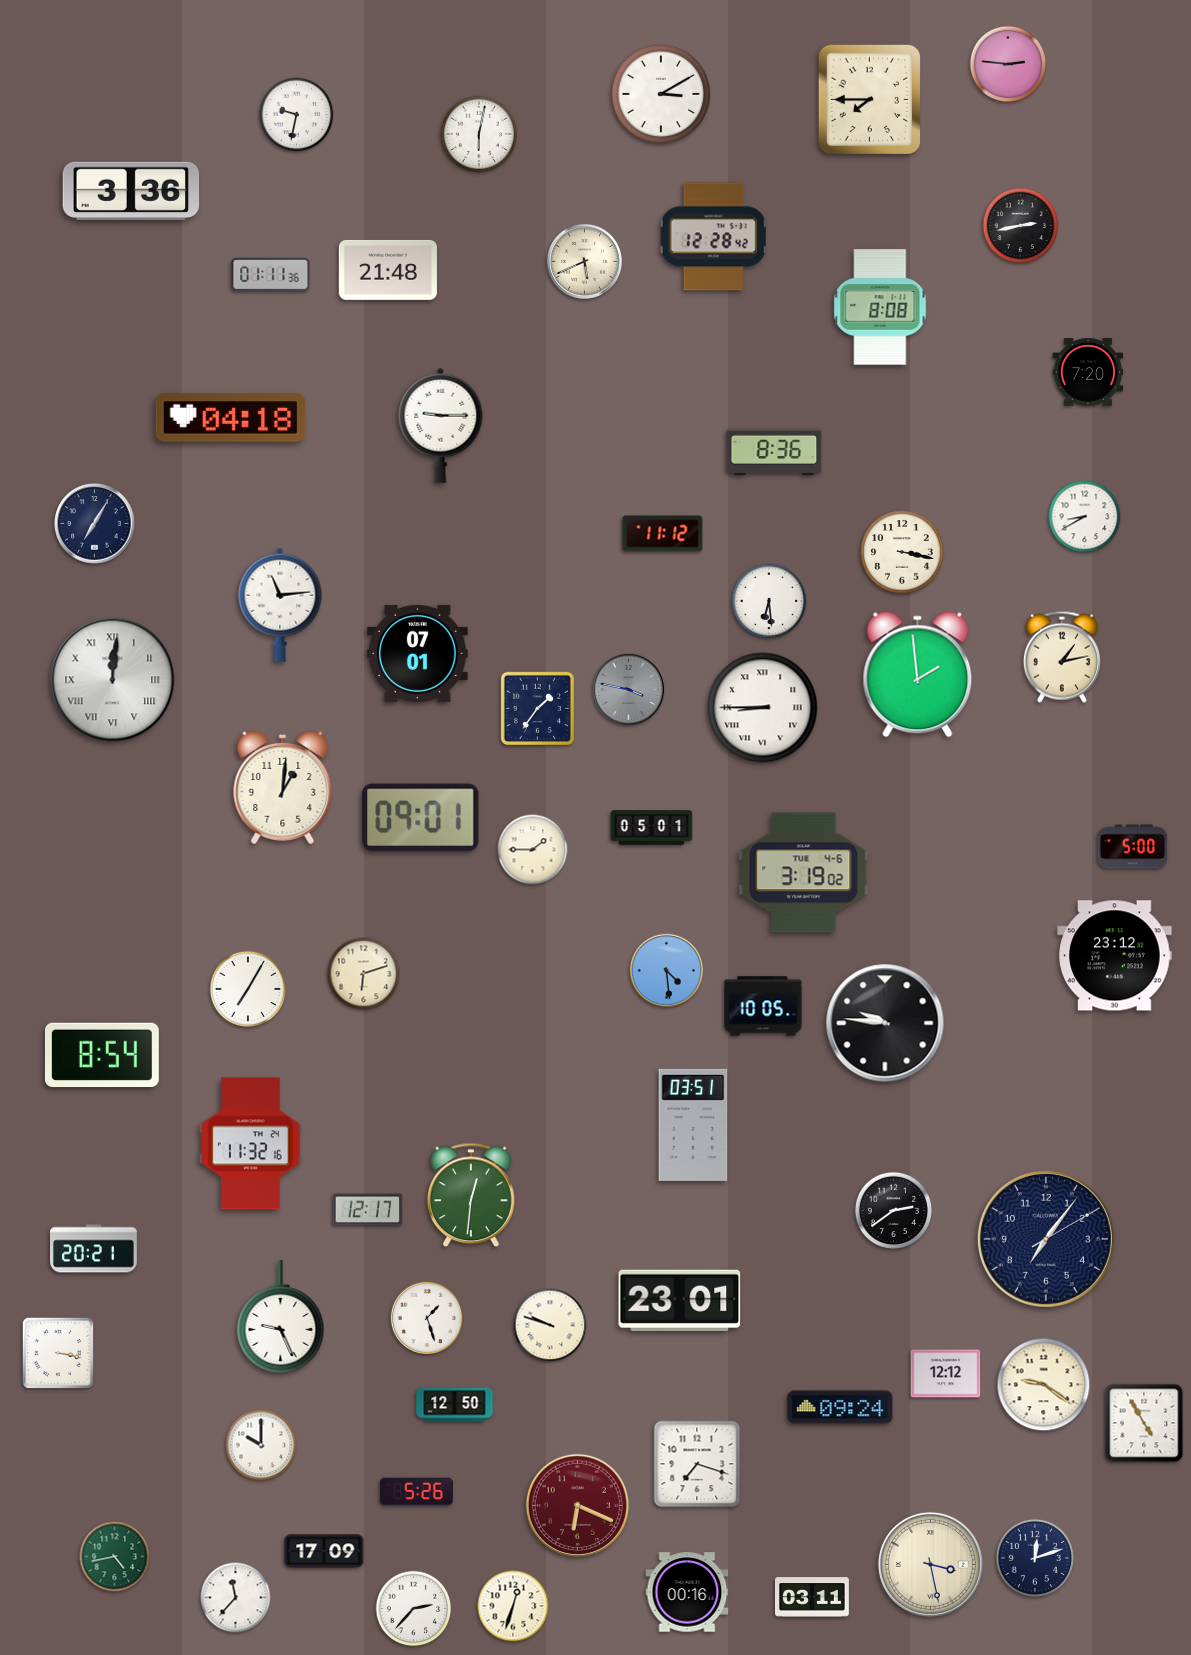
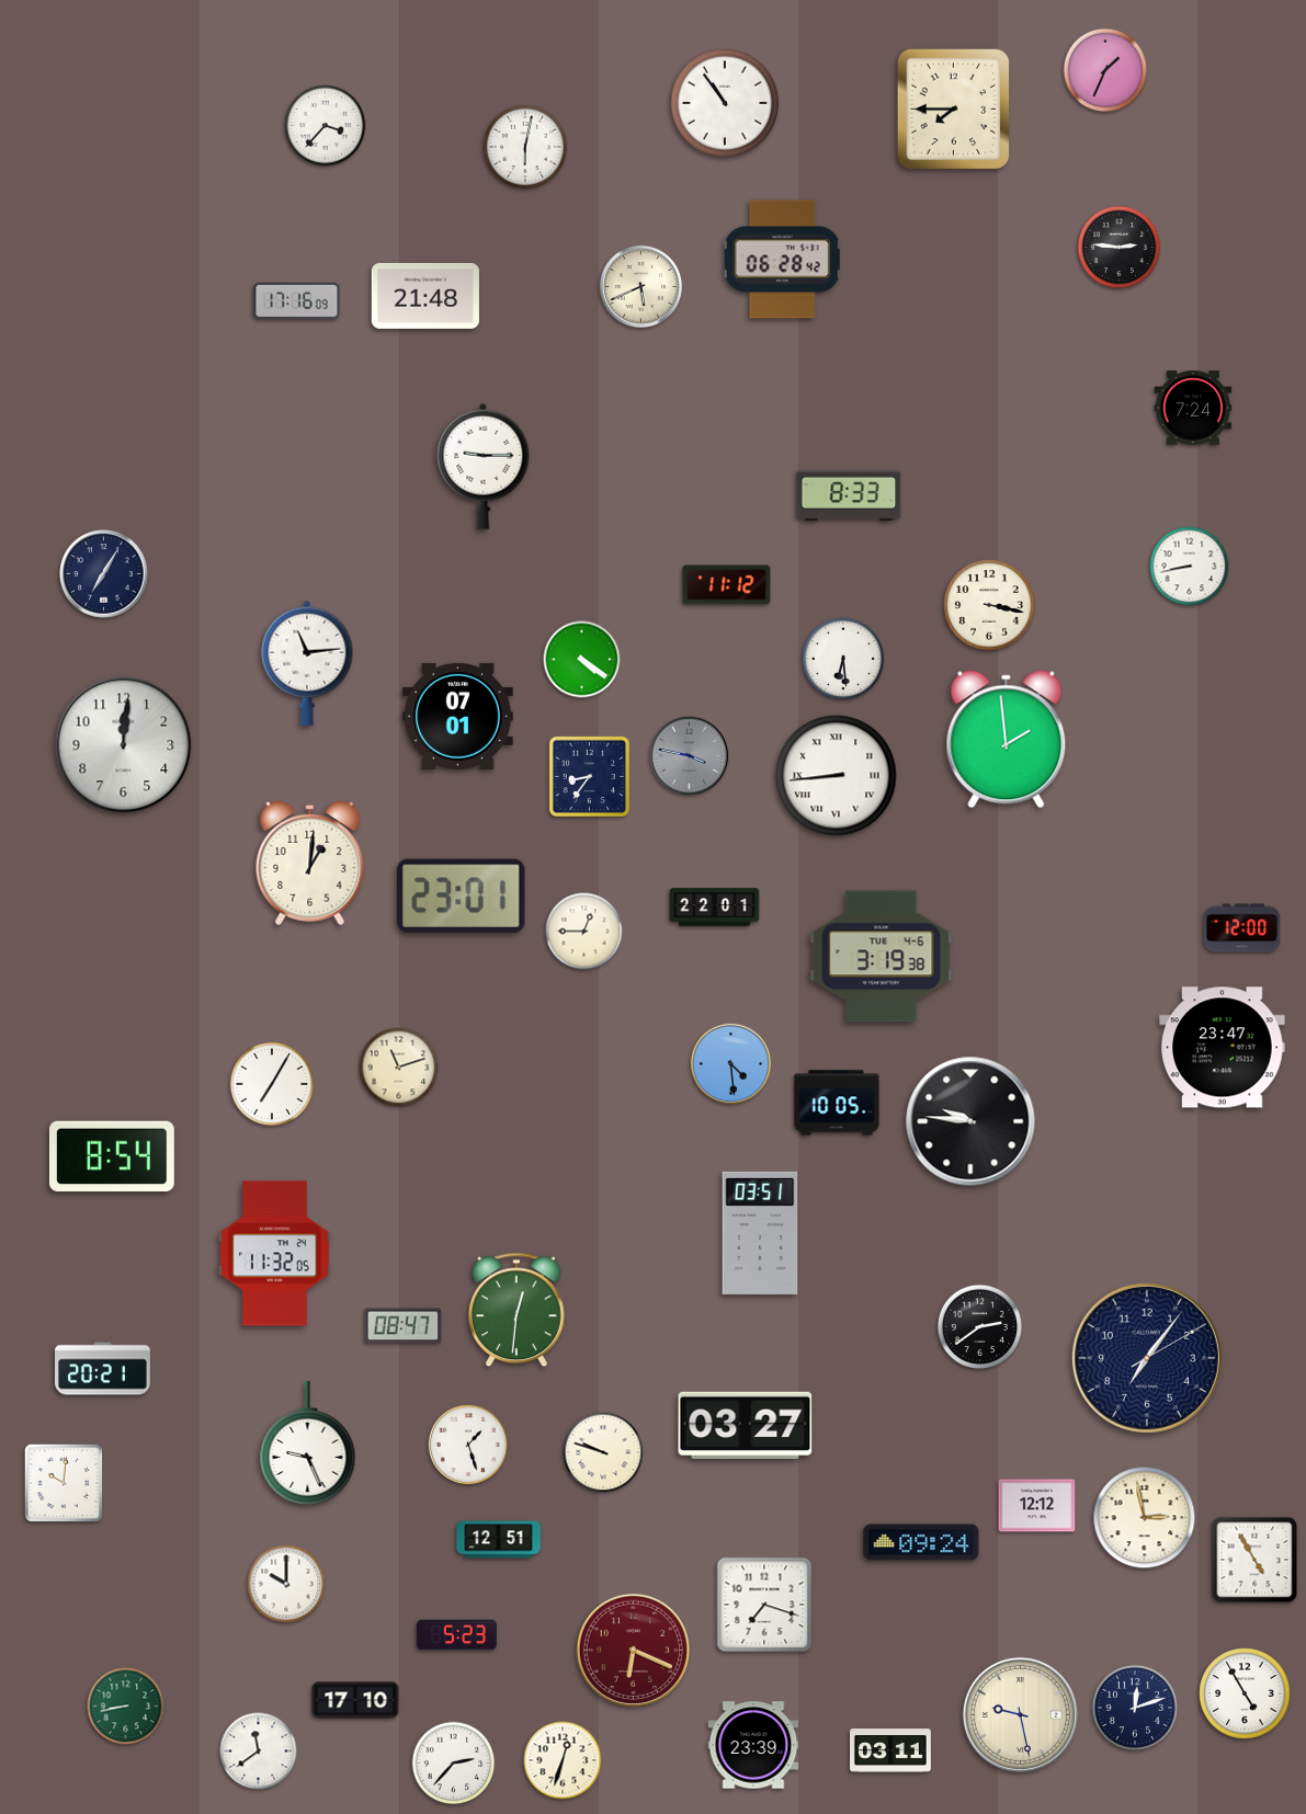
clock at (1008, 64): 2:46 -> 1:34
clock at (661, 94): 3:10 -> 10:54
clock at (297, 115): 9:32 -> 3:37
clock at (131, 190): 3:36 -> none
clock at (1021, 226): 2:43 -> 2:46
clock at (713, 237): 12:28 -> 06:28
clock at (271, 275): 01:11 -> 17:16
clock at (880, 307): 8:08 -> none
clock at (1088, 372): 7:20 -> 7:24
clock at (231, 418): 04:18 -> none
clock at (774, 452): 8:36 -> 8:33
clock at (1085, 517): 8:40 -> 8:43
clock at (582, 660): none -> 4:21
clock at (1062, 657): 1:13 -> none
clock at (113, 680) numerals: Roman -> Arabic
clock at (537, 708): 1:36 -> 8:36
clock at (763, 708): 8:45 -> 8:44
clock at (421, 817): 09:01 -> 23:01
clock at (652, 828): 05:01 -> 22:01
clock at (1133, 847): 5:00 -> 12:00
clock at (533, 850): 1:45 -> 12:45
clock at (804, 873): 3:19:02 -> 3:19:38
clock at (1115, 956): 23:12 -> 23:47
clock at (364, 974): 6:12 -> 11:12
clock at (251, 1144): 11:32:16 -> 11:32:05
clock at (368, 1210): 12:17 -> 08:47
clock at (680, 1300): 23:01 -> 03:27
clock at (58, 1353): 3:17 -> 10:01
clock at (1044, 1385): 9:21 -> 2:58
clock at (455, 1405): 12:50 -> 12:51
clock at (416, 1492): 5:26 -> 5:23
clock at (1245, 1693): none -> 4:55
clock at (324, 1551): 17:09 -> 17:10
clock at (115, 1557): 4:43 -> 8:43
clock at (930, 1564): 3:28 -> 9:28
clock at (687, 1592): 00:16 -> 23:39
clock at (236, 1598): 11:37 -> 11:39
